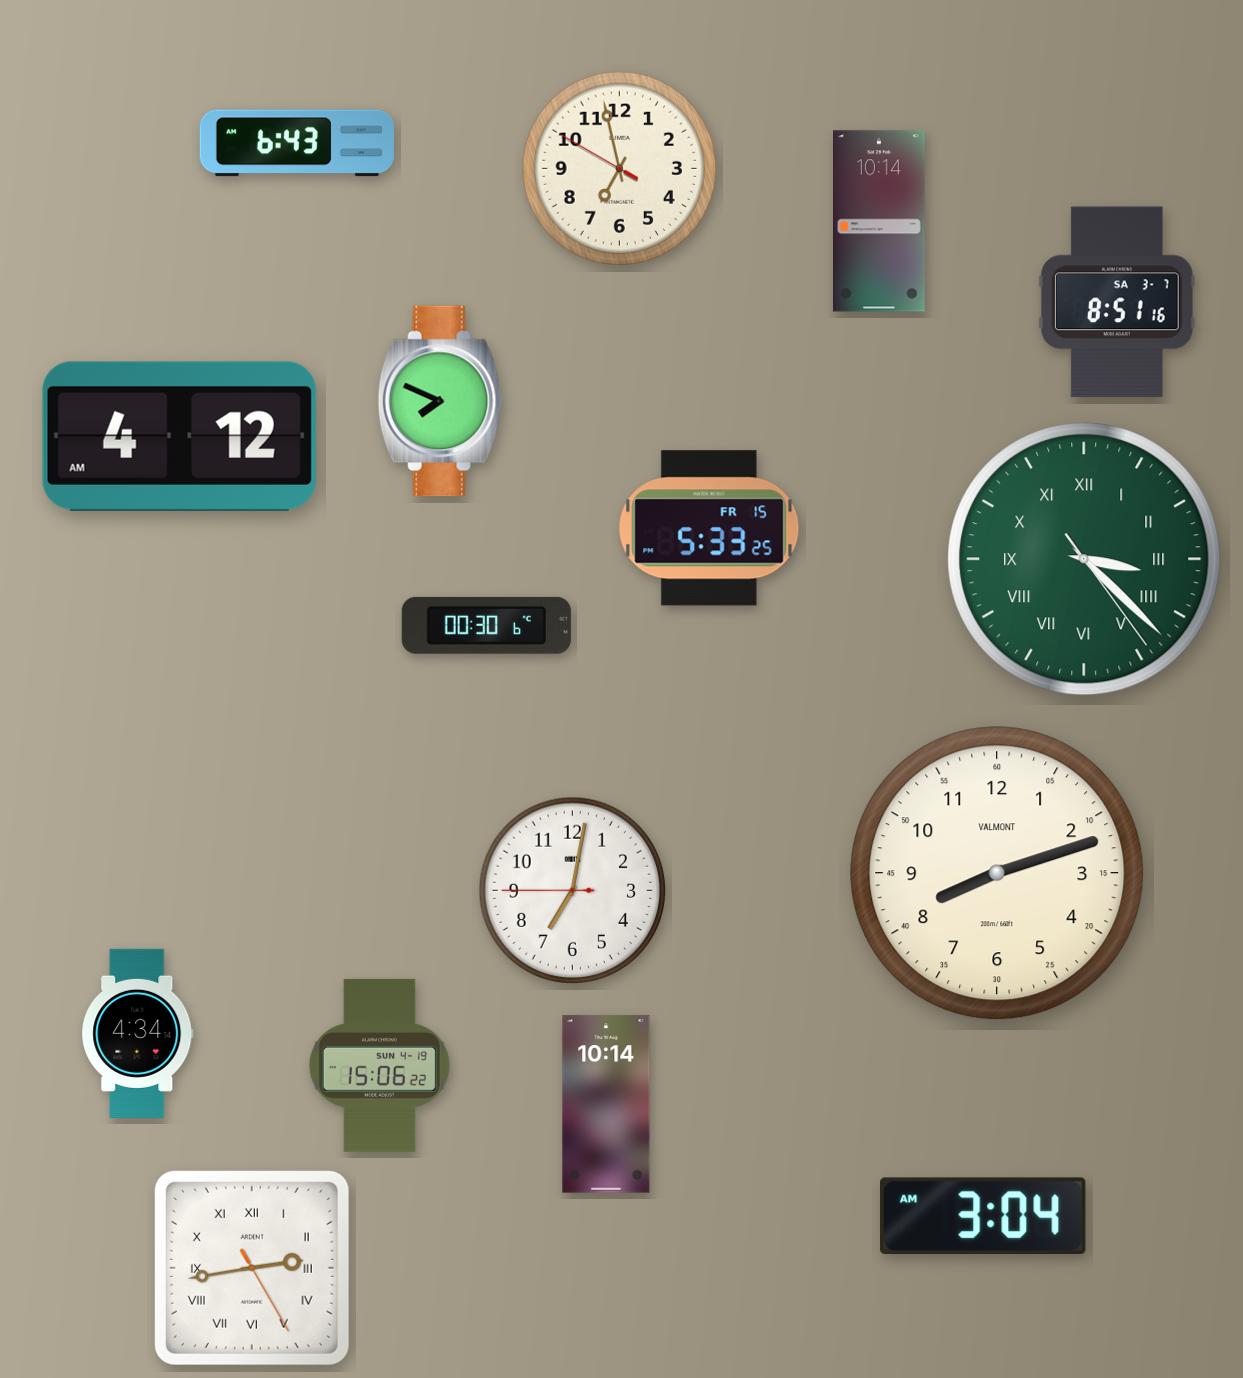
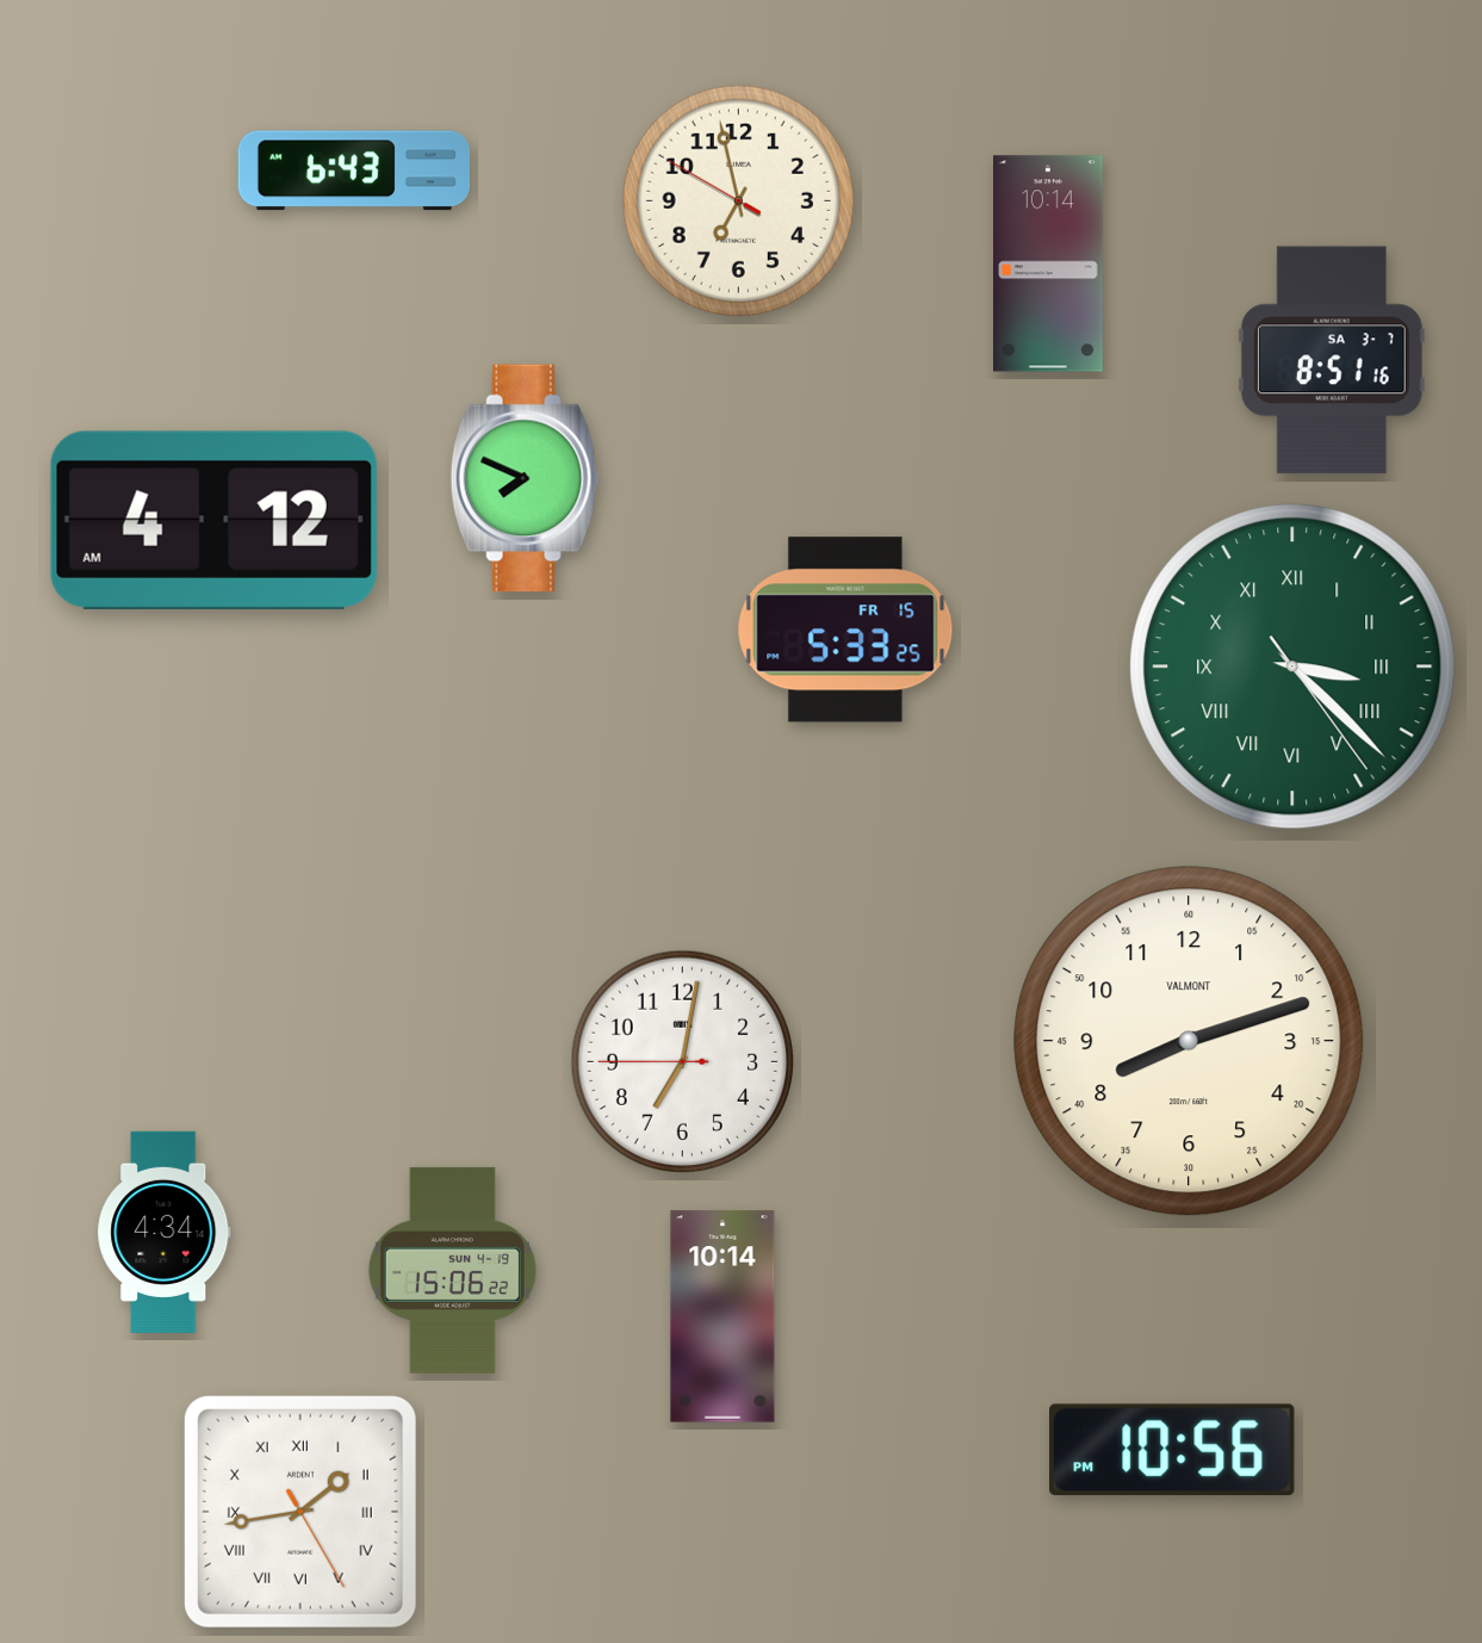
clock at (486, 625): 00:30 -> none
clock at (983, 1215): 3:04 -> 10:56
clock at (252, 1268): 2:43 -> 1:43
